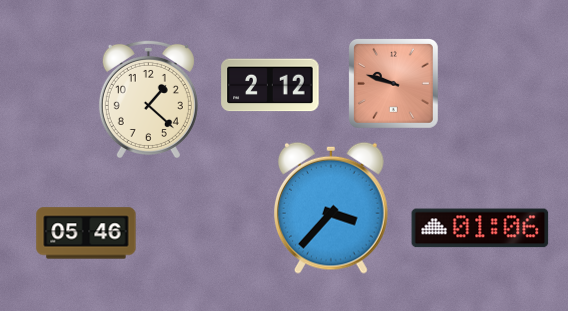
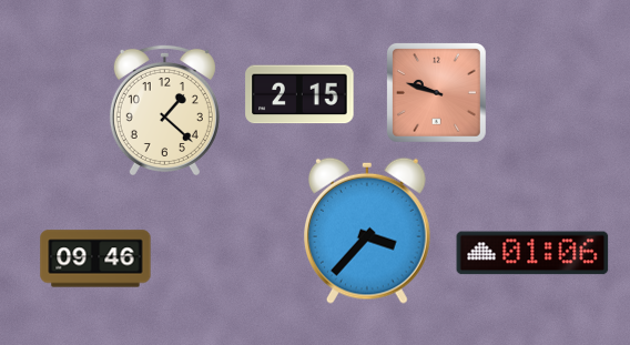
clock at (270, 85): 2:12 -> 2:15
clock at (86, 233): 05:46 -> 09:46
